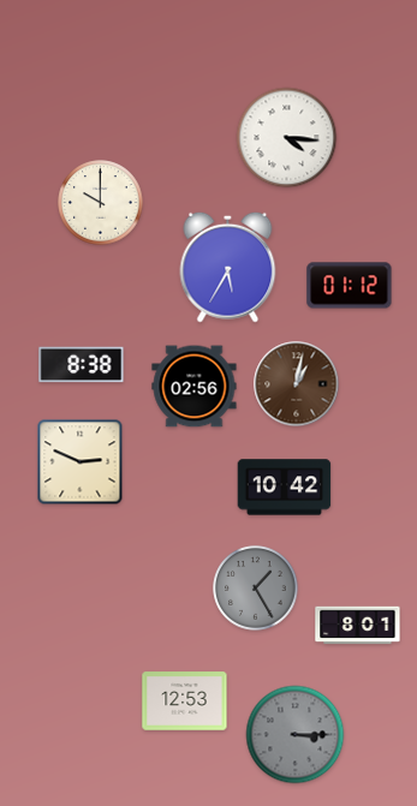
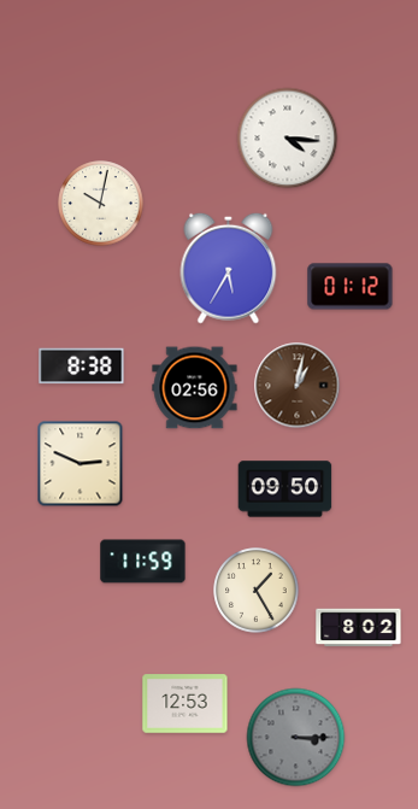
clock at (101, 203): 10:00 -> 10:02
clock at (285, 488): 10:42 -> 09:50
clock at (143, 562): none -> 11:59
clock at (256, 589) dial: grey -> cream
clock at (358, 626): 8:01 -> 8:02
